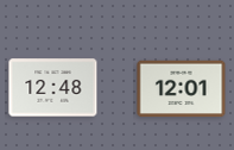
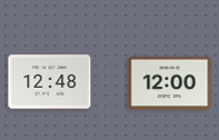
clock at (182, 89): 12:01 -> 12:00
